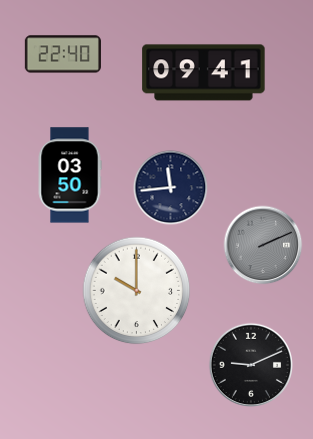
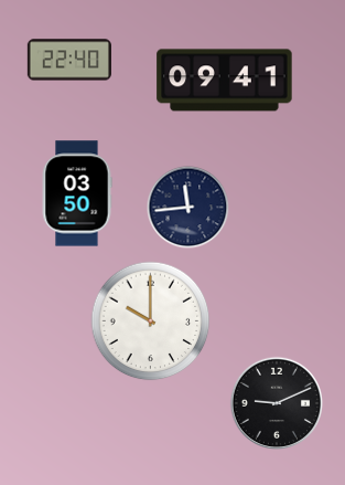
clock at (263, 245): 2:11 -> none
